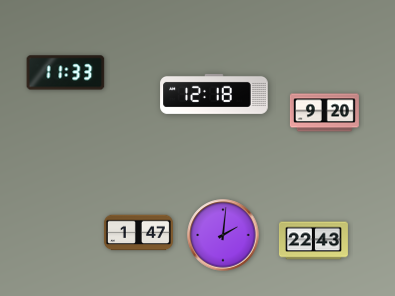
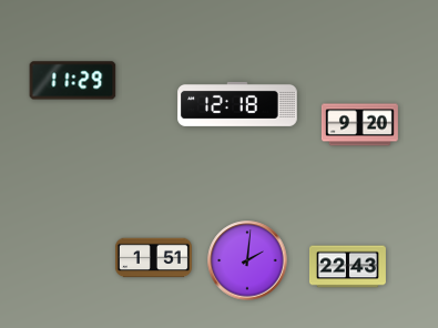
clock at (66, 73): 11:33 -> 11:29
clock at (138, 233): 1:47 -> 1:51
